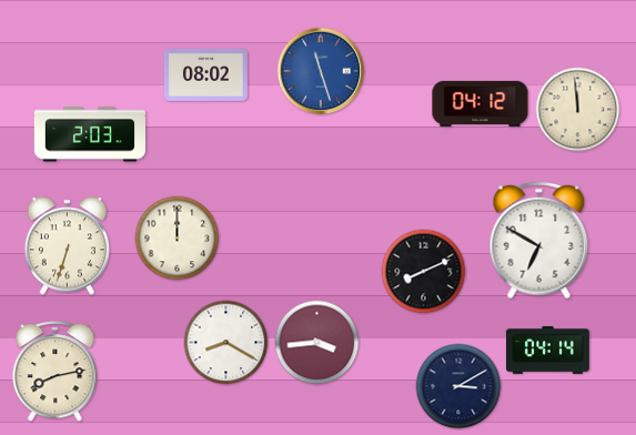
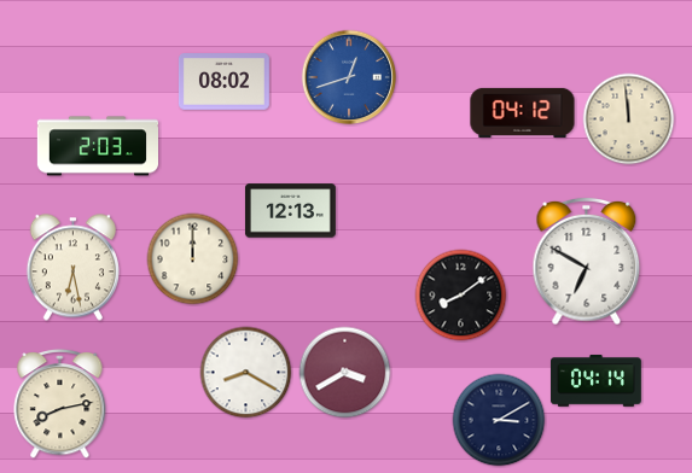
clock at (321, 71): 11:27 -> 12:42
clock at (290, 211): none -> 12:13
clock at (67, 246): 6:33 -> 6:28
clock at (424, 272): 8:11 -> 8:09
clock at (317, 343): 3:44 -> 3:40
